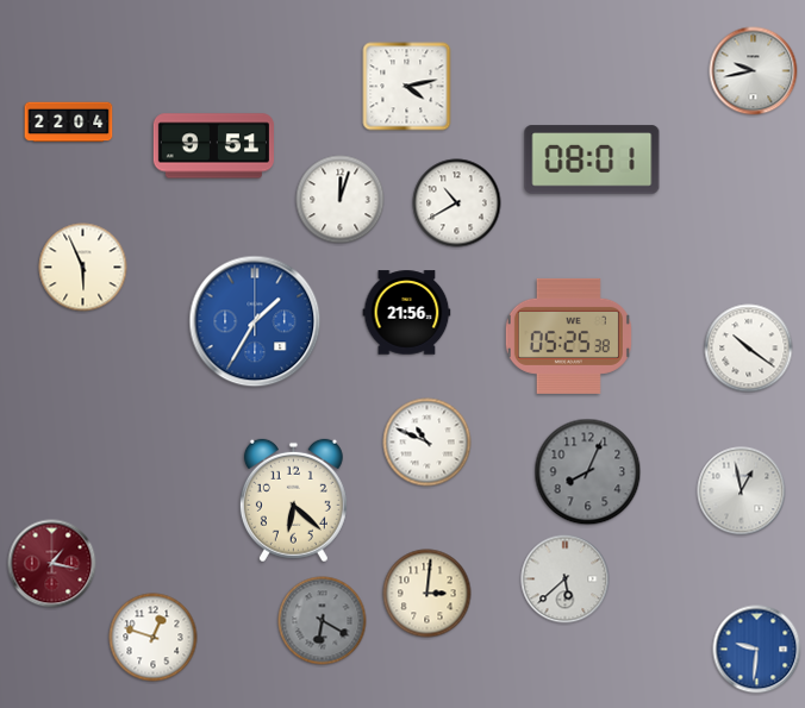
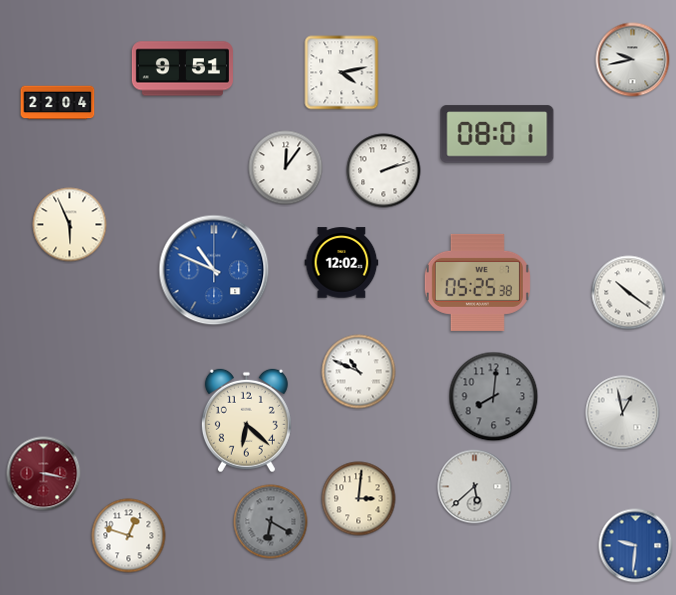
clock at (213, 146) position: (213, 146) -> (182, 69)
clock at (341, 200): 12:03 -> 12:06
clock at (457, 203): 10:40 -> 2:12
clock at (407, 313): 21:56 -> 12:02
clock at (255, 321): 1:35 -> 10:49
clock at (588, 472): 8:04 -> 8:01
clock at (52, 564): 1:17 -> 3:17
